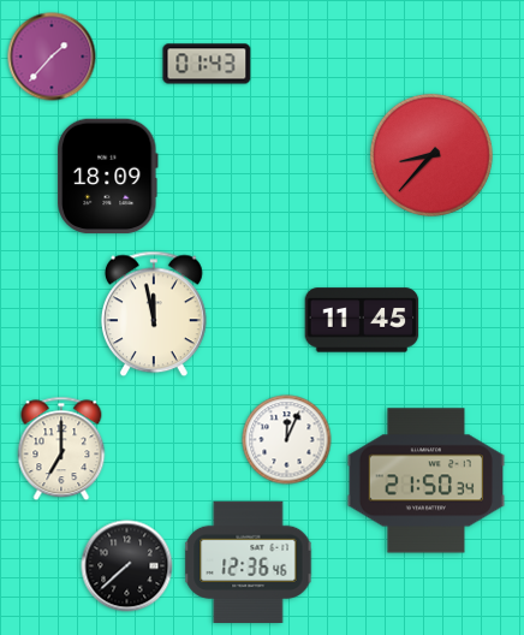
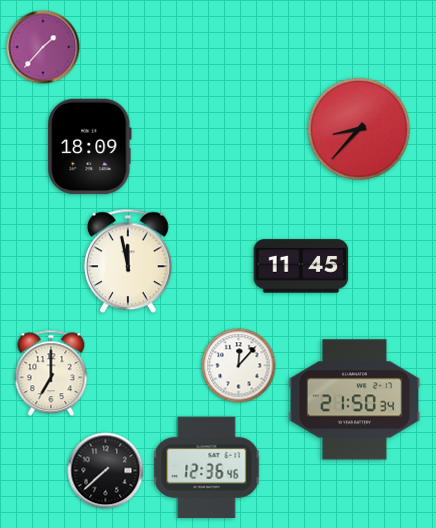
clock at (207, 64): 01:43 -> none
clock at (287, 440): 12:04 -> 12:07
